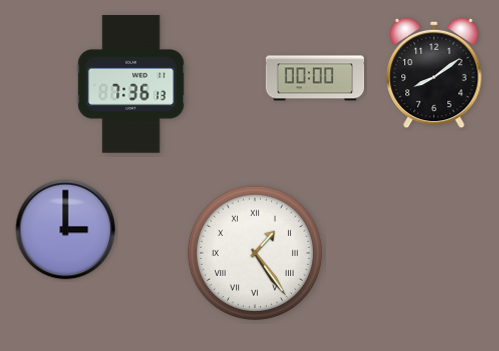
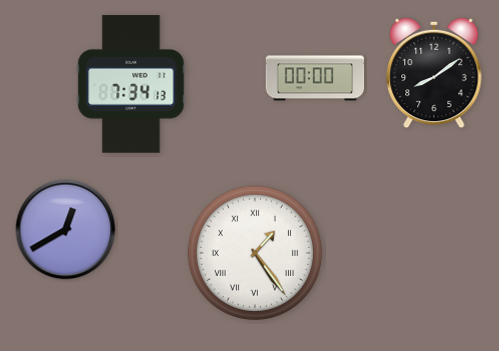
clock at (131, 84): 7:36 -> 7:34
clock at (66, 230): 3:00 -> 12:40
